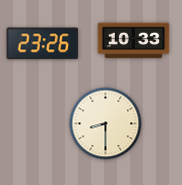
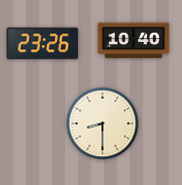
clock at (134, 41): 10:33 -> 10:40
clock at (106, 124) position: (106, 124) -> (103, 124)
